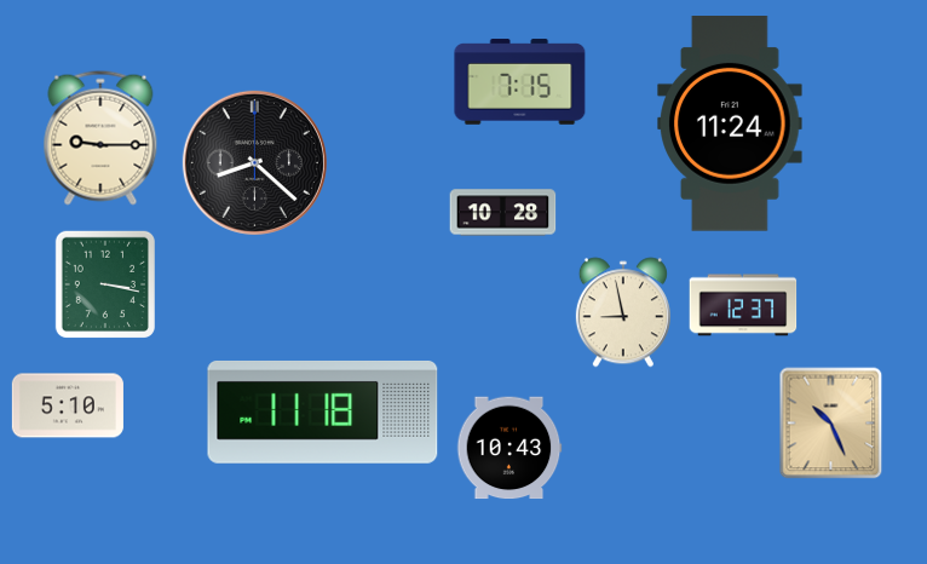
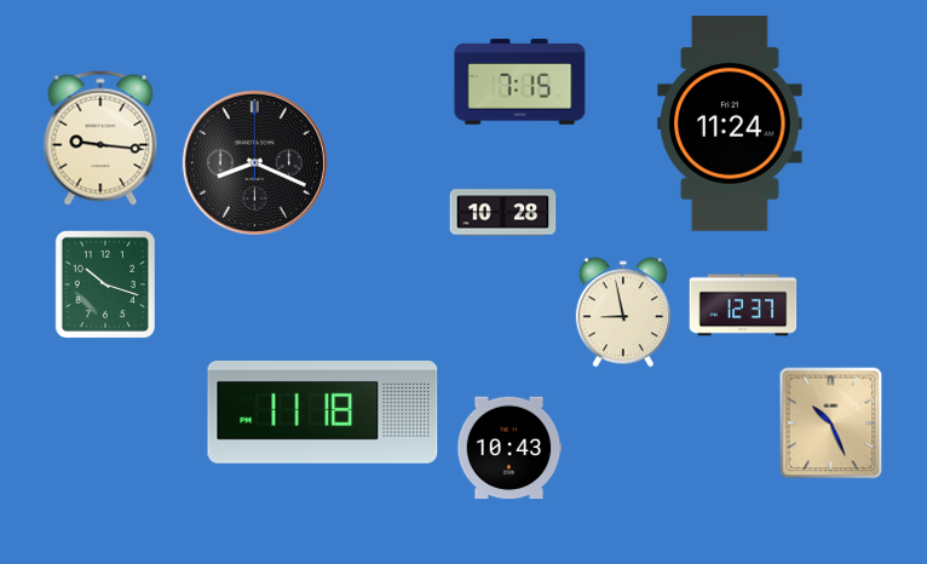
clock at (100, 138): 9:15 -> 9:16
clock at (254, 162): 8:22 -> 8:19
clock at (104, 283): 3:17 -> 10:18
clock at (68, 405): 5:10 -> none
